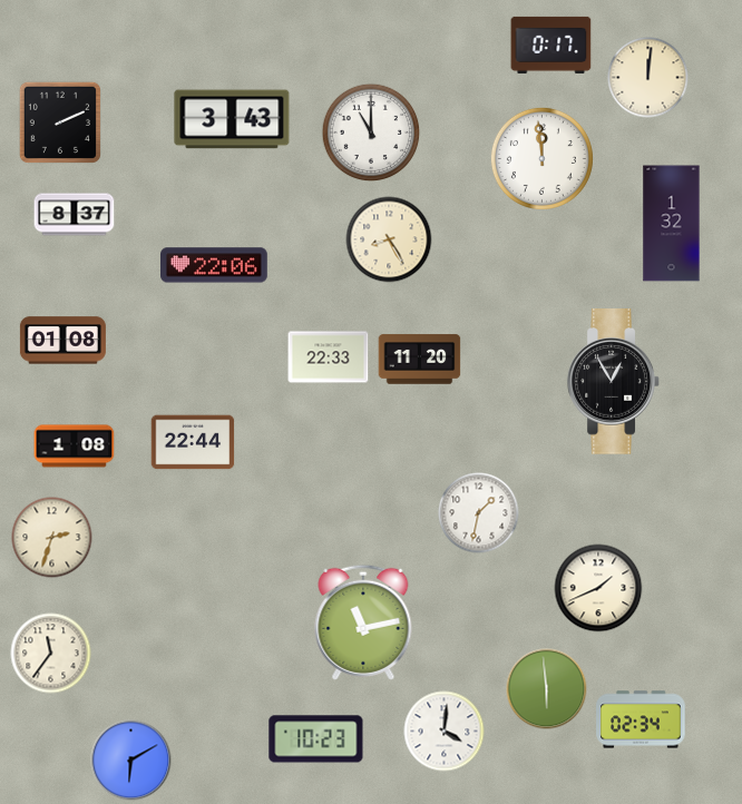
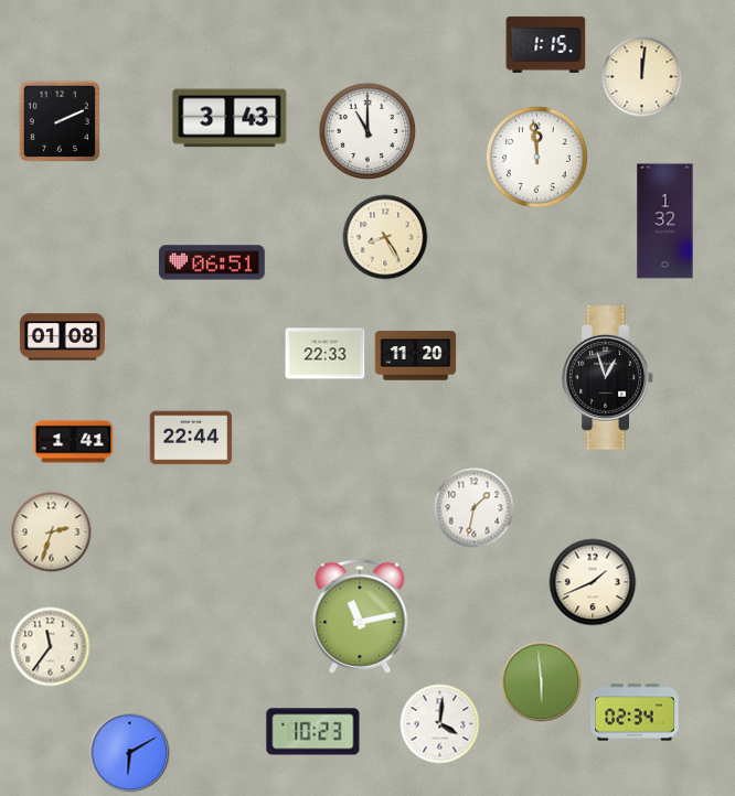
clock at (551, 45): 0:17 -> 1:15
clock at (75, 215): 8:37 -> none
clock at (215, 265): 22:06 -> 06:51
clock at (613, 382): 12:55 -> 12:57
clock at (75, 447): 1:08 -> 1:41
